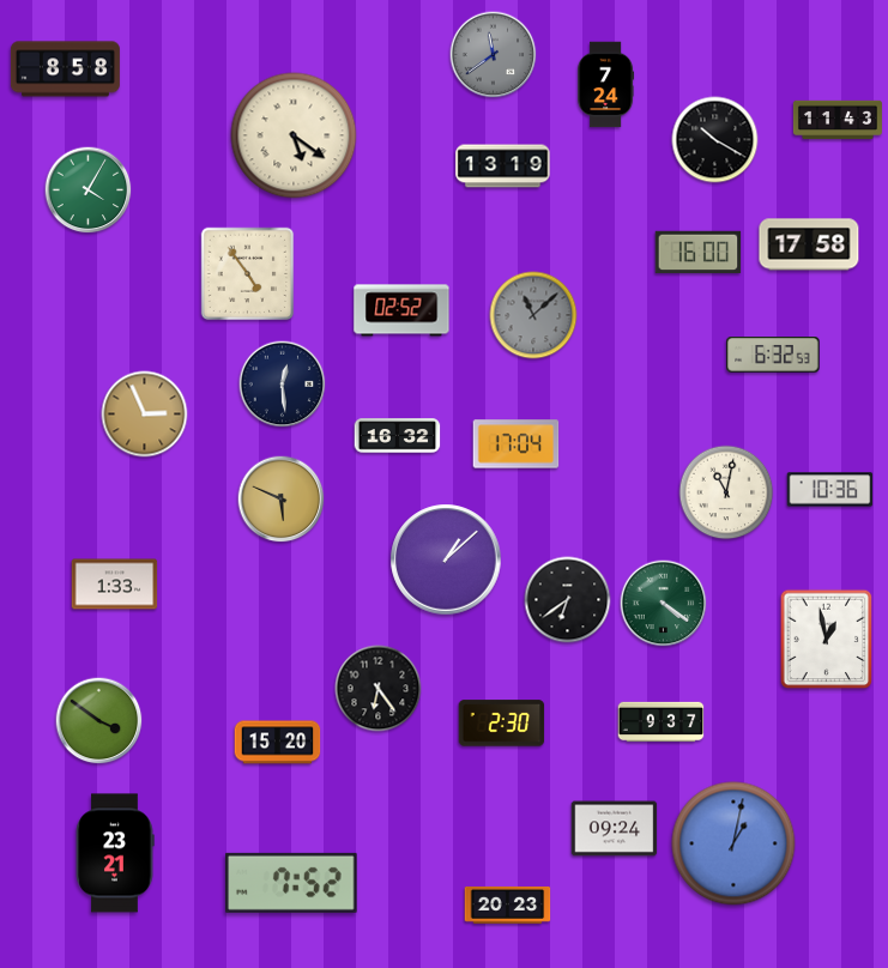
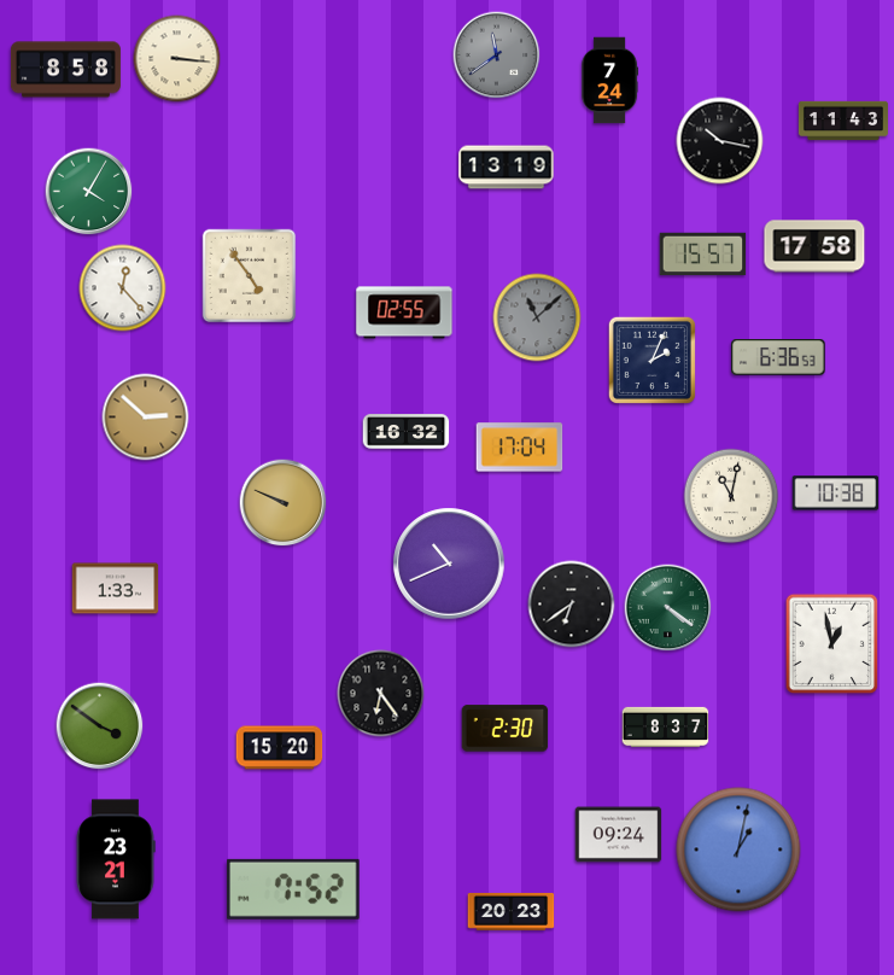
clock at (177, 59): none -> 3:16
clock at (606, 85) position: (606, 85) -> (610, 81)
clock at (294, 135): 5:21 -> none
clock at (715, 140): 10:20 -> 10:17
clock at (699, 253): 16:00 -> 15:57
clock at (123, 288): none -> 12:23
clock at (401, 310): 02:52 -> 02:55
clock at (773, 355): 6:32 -> 6:36
clock at (651, 360): none -> 2:04
clock at (283, 385): 12:29 -> none
clock at (145, 415): 2:56 -> 2:52
clock at (398, 436) position: (398, 436) -> (407, 432)
clock at (830, 490): 10:36 -> 10:38
clock at (282, 500): 5:49 -> 9:49
clock at (446, 559): 1:08 -> 10:41
clock at (662, 722): 9:37 -> 8:37
